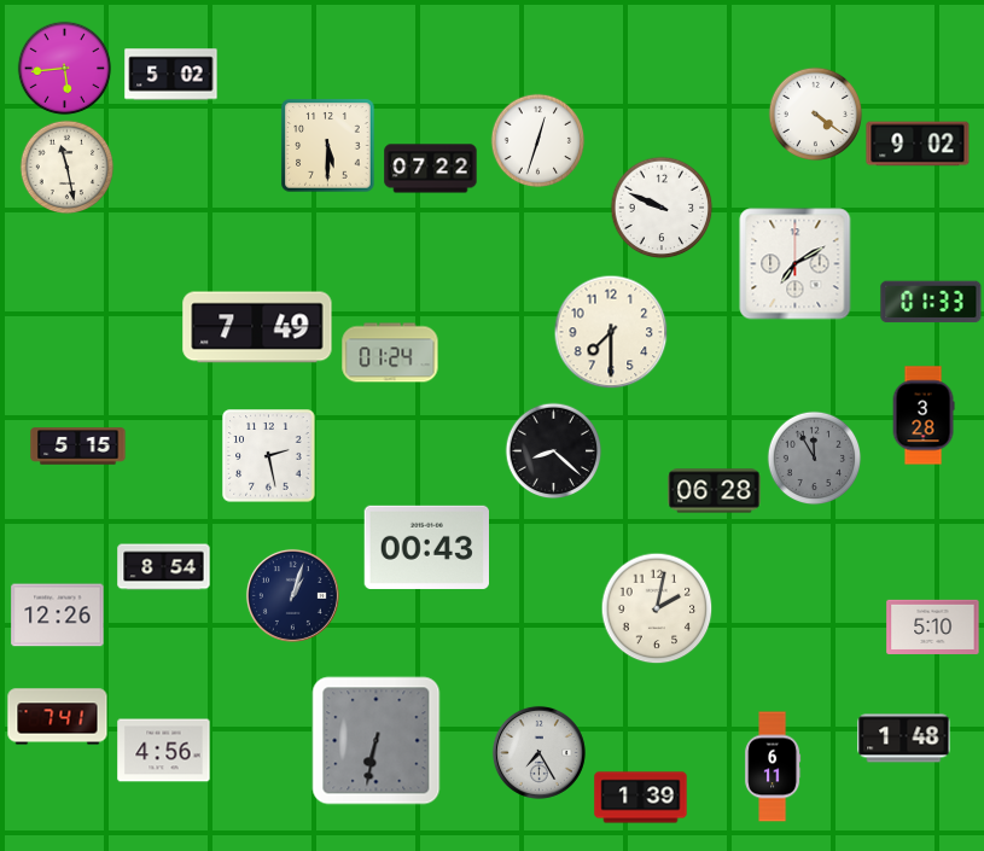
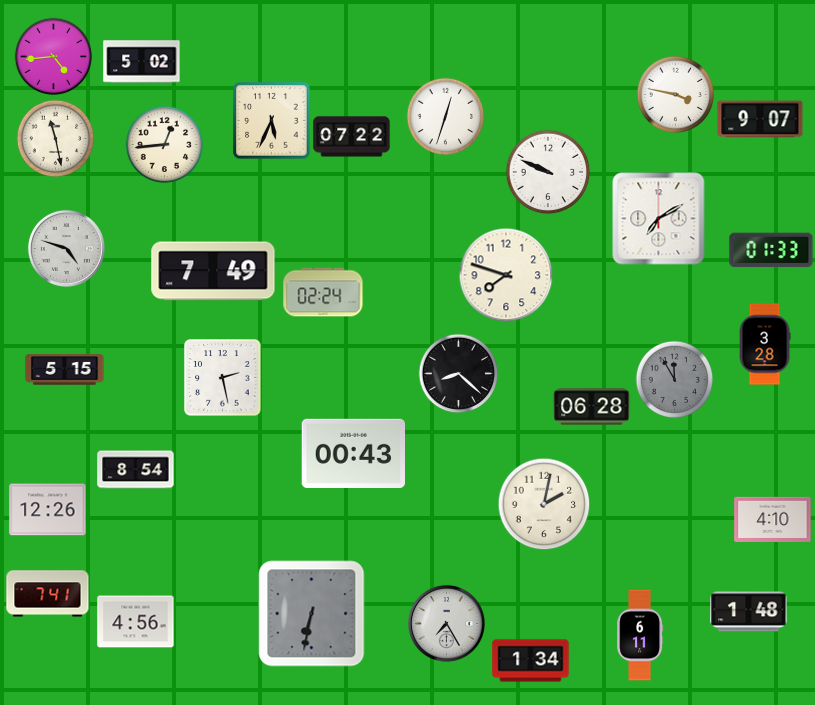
clock at (64, 68): 5:44 -> 4:44
clock at (815, 113): 4:21 -> 3:47
clock at (918, 144): 9:02 -> 9:07
clock at (328, 146): 5:30 -> 5:34
clock at (431, 169) position: (431, 169) -> (352, 137)
clock at (164, 144): none -> 12:44
clock at (66, 248): none -> 4:48
clock at (611, 332): 7:30 -> 7:48
clock at (390, 352): 01:24 -> 02:24
clock at (292, 595): 1:03 -> none
clock at (933, 626): 5:10 -> 4:10
clock at (641, 798): 1:39 -> 1:34
